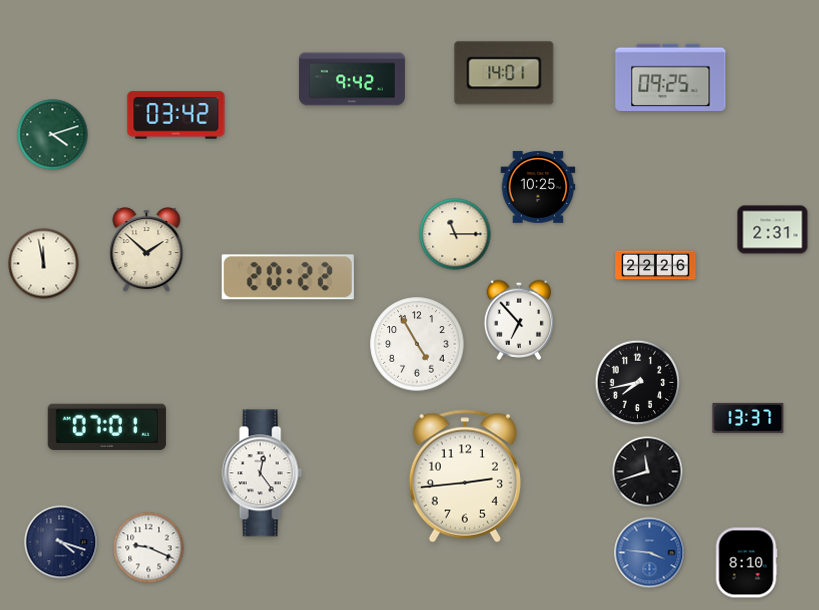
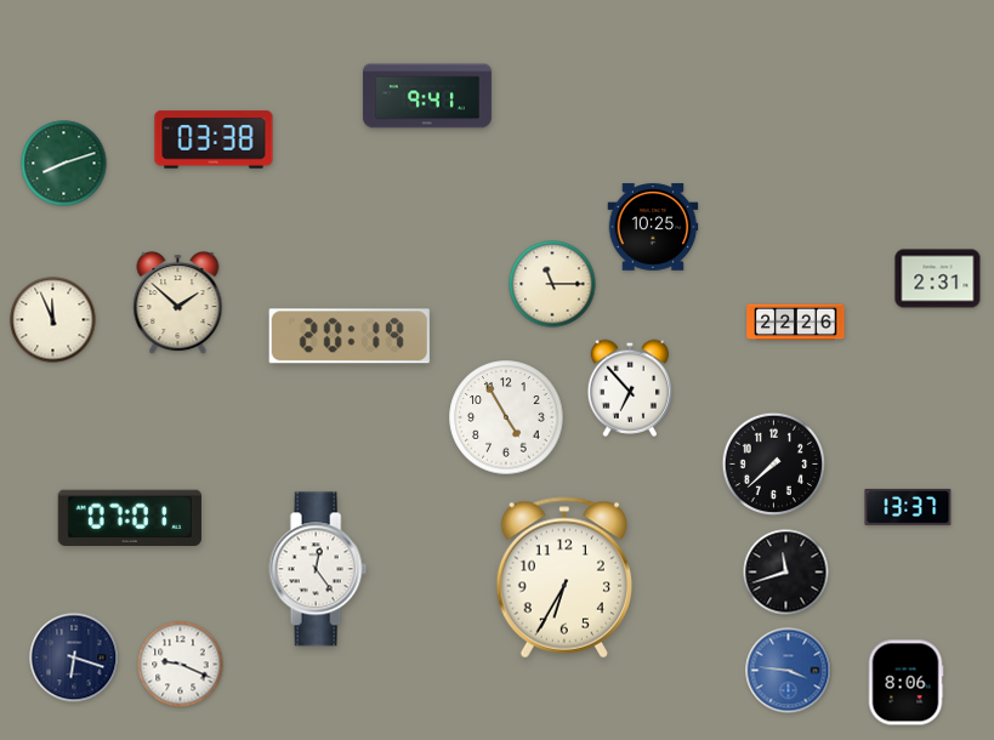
clock at (504, 73): 14:01 -> none
clock at (671, 77): 09:25 -> none
clock at (352, 79): 9:42 -> 9:41
clock at (176, 115): 03:42 -> 03:38
clock at (53, 135): 4:12 -> 8:12
clock at (44, 264): 11:58 -> 11:56
clock at (288, 277): 20:22 -> 20:19
clock at (638, 383): 7:43 -> 7:38
clock at (262, 473) position: (262, 473) -> (318, 569)
clock at (465, 476): 2:44 -> 6:35
clock at (61, 542): 4:18 -> 6:18
clock at (746, 563): 8:10 -> 8:06
